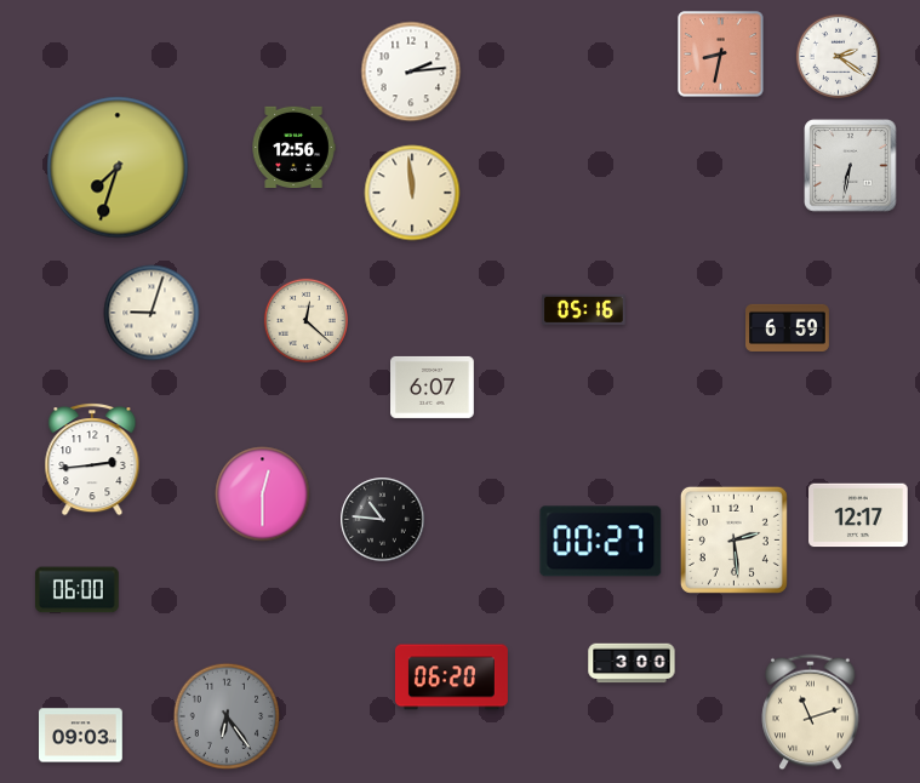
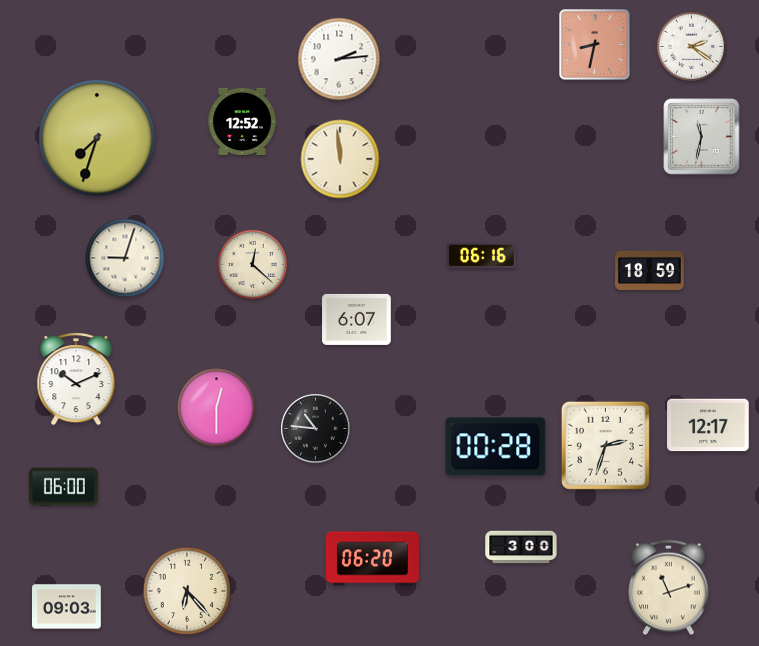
clock at (293, 147): 12:56 -> 12:52
clock at (851, 166): 6:32 -> 11:32
clock at (584, 309): 05:16 -> 06:16
clock at (788, 327): 6:59 -> 18:59
clock at (92, 461): 2:44 -> 10:11
clock at (733, 539): 2:29 -> 2:33
clock at (601, 542): 00:27 -> 00:28
clock at (227, 716): 6:24 -> 6:23
clock at (227, 716) dial: grey -> cream
